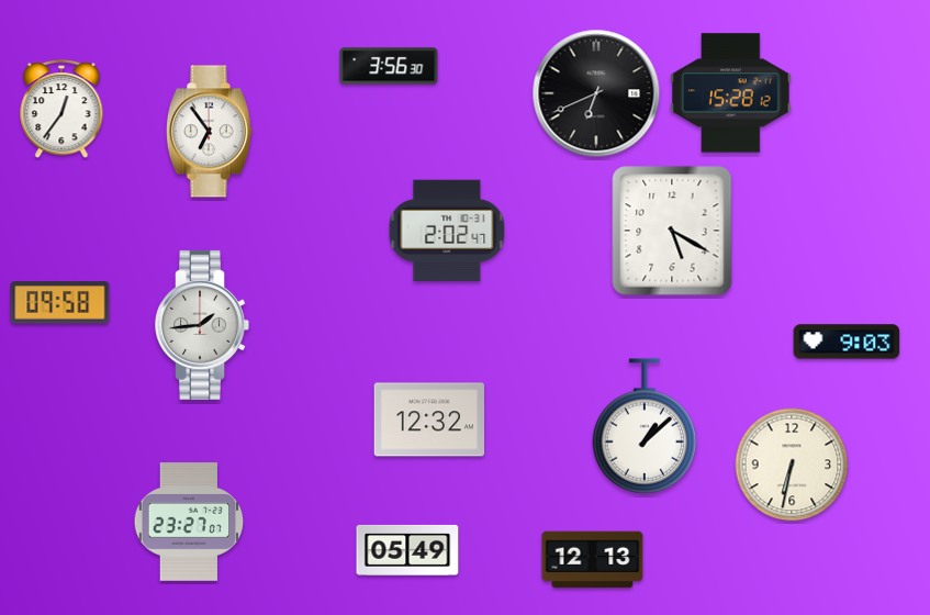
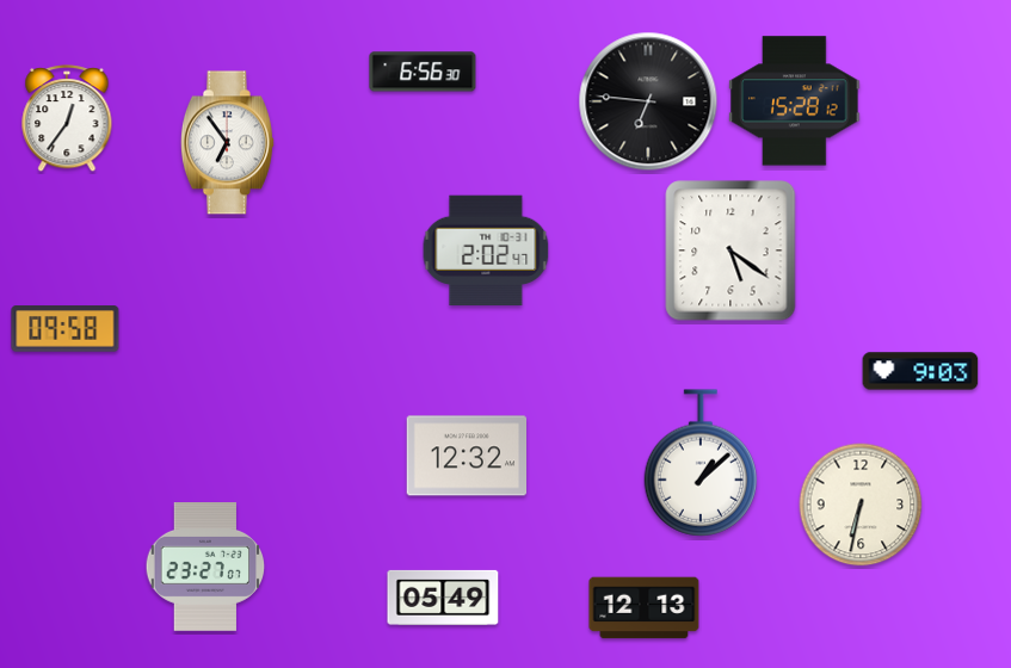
clock at (389, 66): 3:56 -> 6:56
clock at (596, 93): 6:41 -> 6:46
clock at (672, 231): 5:20 -> 5:21
clock at (202, 325): 1:44 -> none
